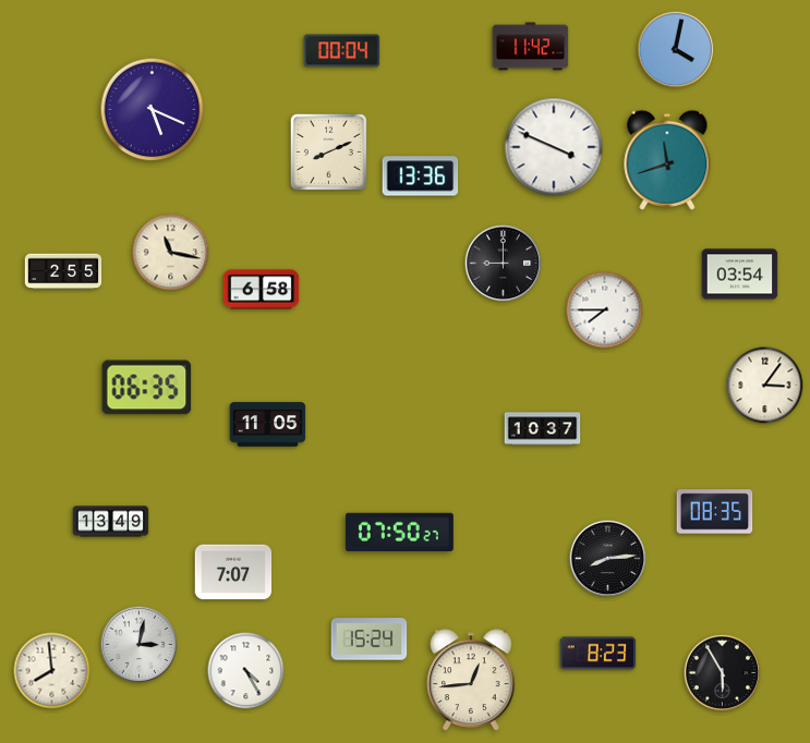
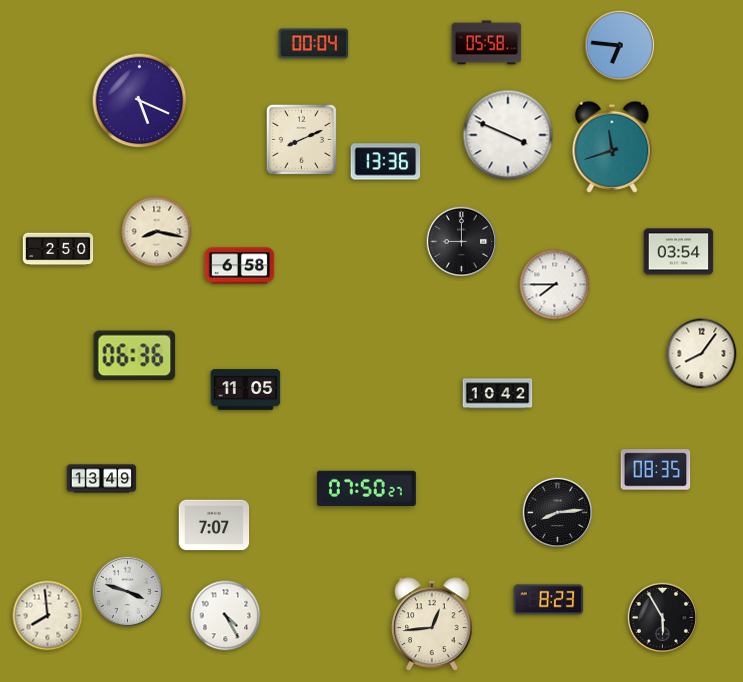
clock at (531, 47): 11:42 -> 05:58
clock at (676, 50): 4:02 -> 6:46
clock at (342, 51) position: (342, 51) -> (314, 44)
clock at (171, 253): 11:17 -> 8:17
clock at (63, 271): 2:55 -> 2:50
clock at (765, 386): 3:06 -> 8:06
clock at (147, 388): 06:35 -> 06:36
clock at (543, 429): 10:37 -> 10:42
clock at (370, 640): 15:24 -> none
clock at (140, 645): 3:02 -> 3:48
